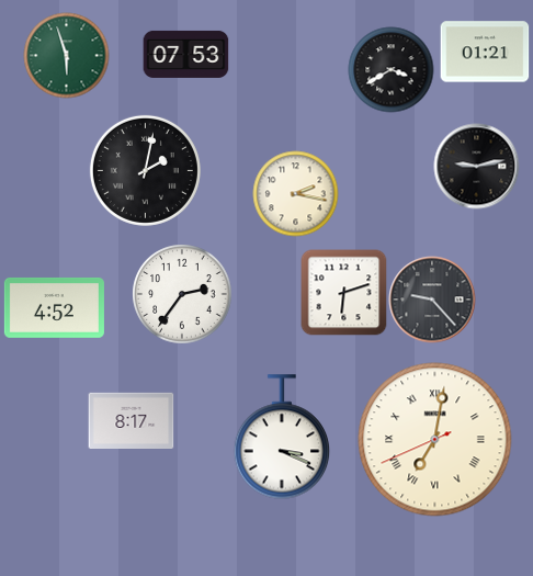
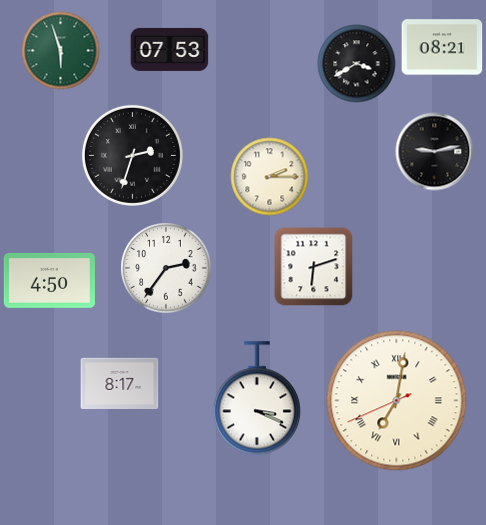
clock at (485, 52): 01:21 -> 08:21
clock at (145, 170): 2:02 -> 2:33
clock at (295, 193): 2:17 -> 2:15
clock at (432, 300): 9:23 -> none
clock at (54, 307): 4:52 -> 4:50
